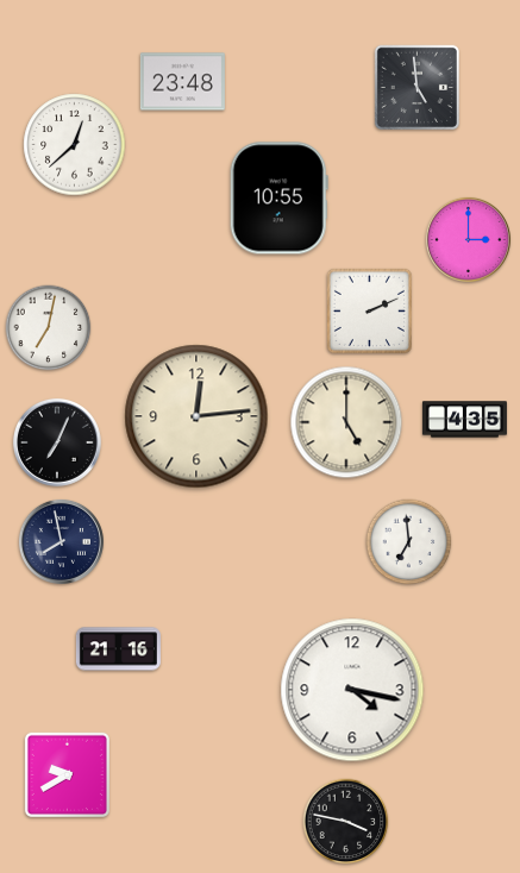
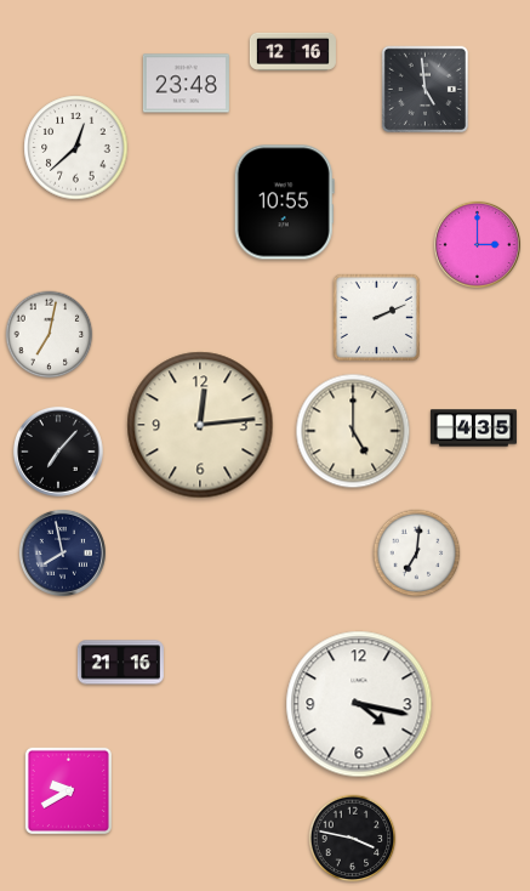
clock at (292, 51): none -> 12:16
clock at (57, 442): 7:04 -> 7:07
clock at (409, 542): 6:59 -> 7:01
